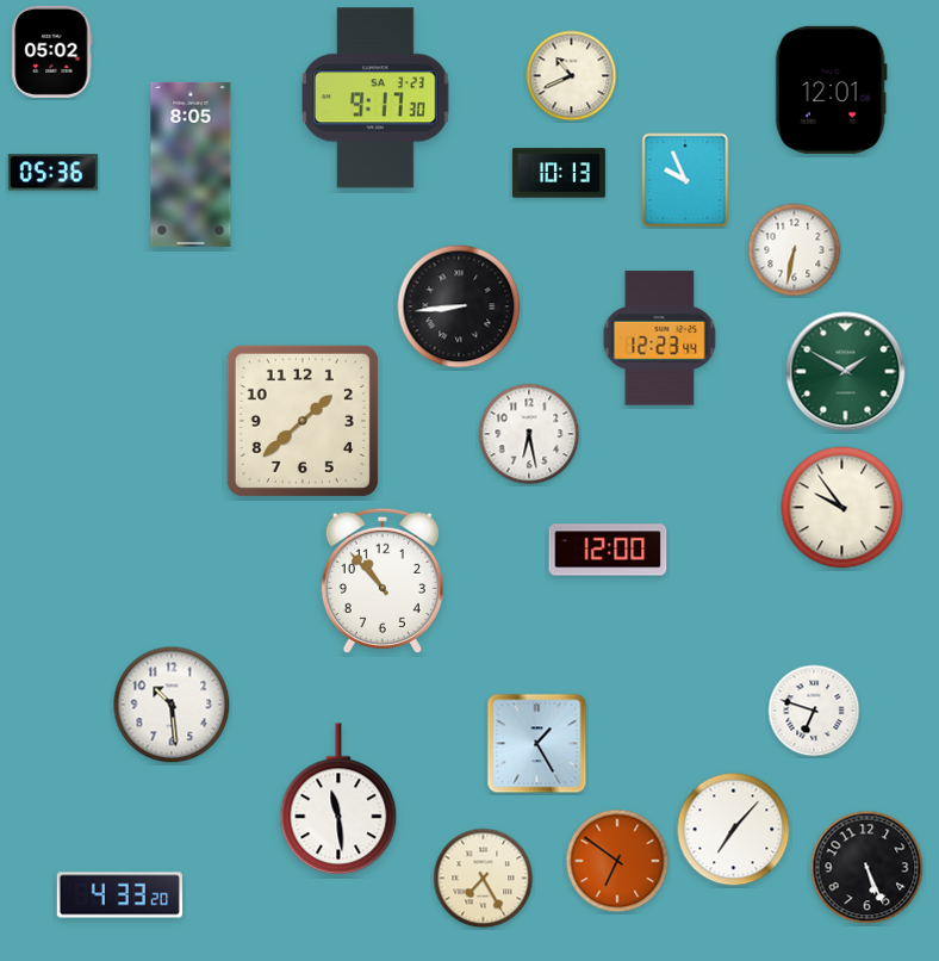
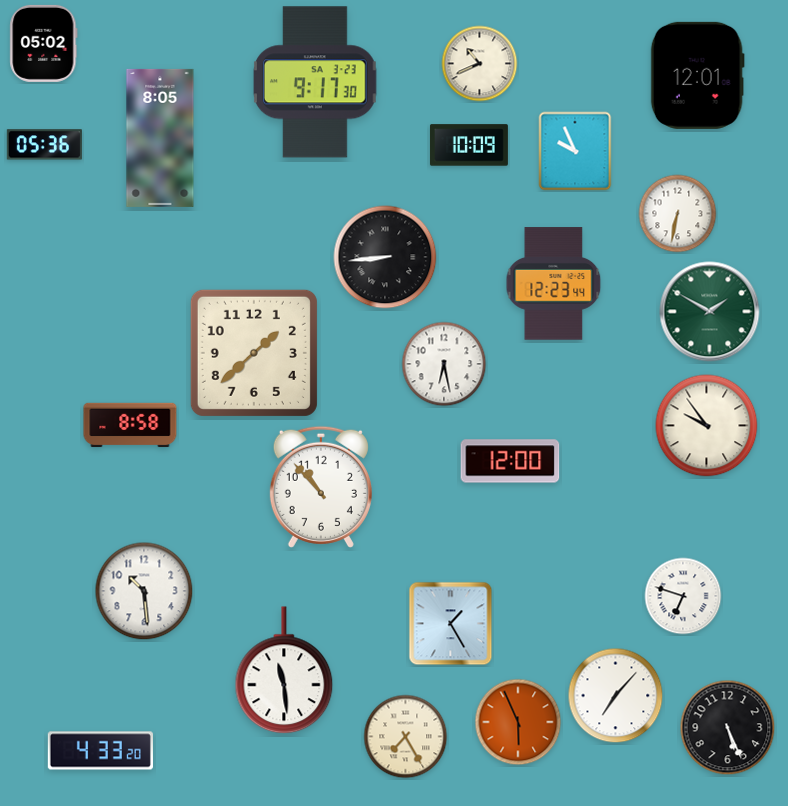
clock at (559, 173): 10:13 -> 10:09
clock at (795, 250) position: (795, 250) -> (678, 214)
clock at (130, 425): none -> 8:58
clock at (617, 861): 6:51 -> 5:56
